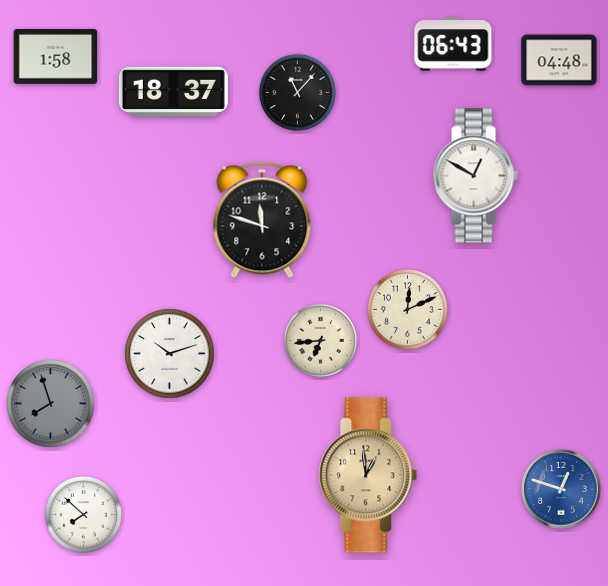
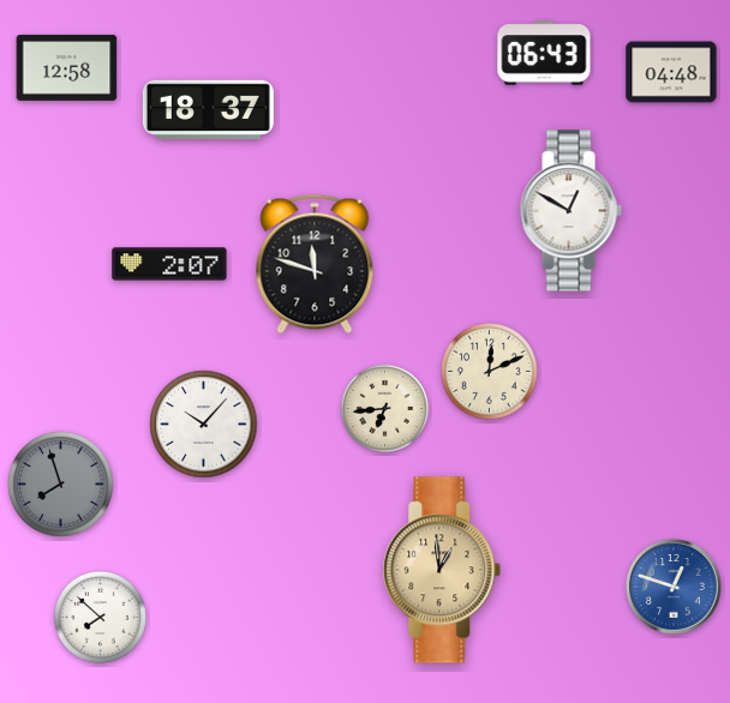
clock at (56, 56): 1:58 -> 12:58
clock at (297, 92): 11:07 -> none
clock at (169, 264): none -> 2:07
clock at (170, 354): 10:12 -> 10:07
